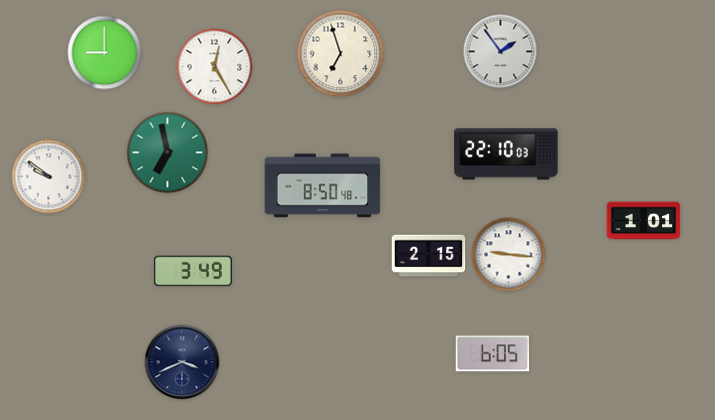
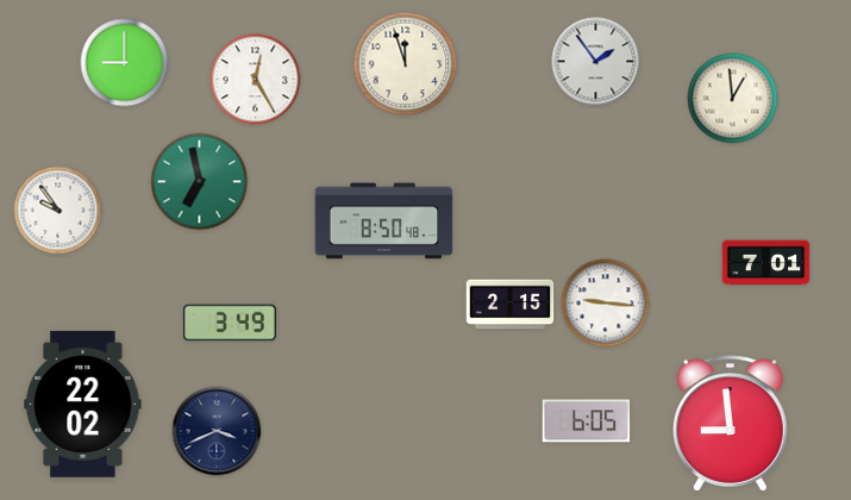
clock at (341, 54): 6:57 -> 11:57
clock at (733, 99): none -> 12:59
clock at (506, 154): 22:10 -> none
clock at (49, 177): 9:51 -> 9:54
clock at (644, 221): 1:01 -> 7:01
clock at (83, 404): none -> 22:02
clock at (730, 424): none -> 8:59
